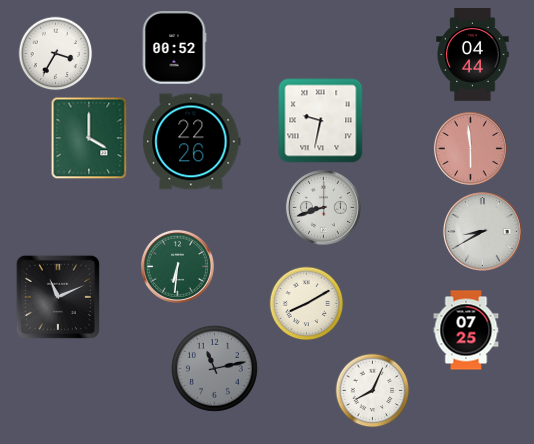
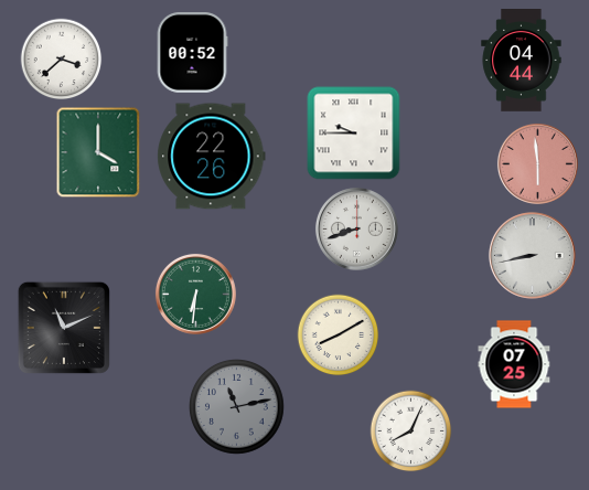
clock at (56, 54): 3:35 -> 3:38
clock at (321, 121): 9:32 -> 9:45
clock at (470, 148) position: (470, 148) -> (537, 163)
clock at (482, 231): 8:40 -> 8:43
